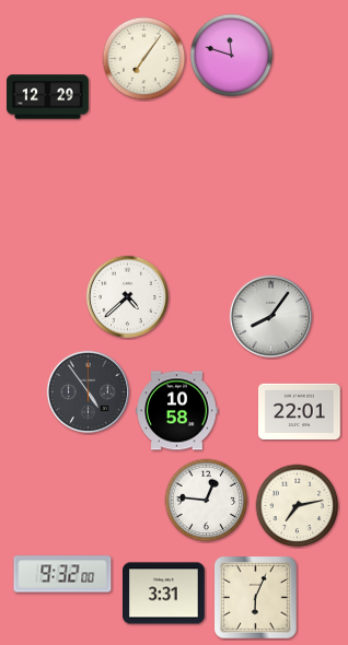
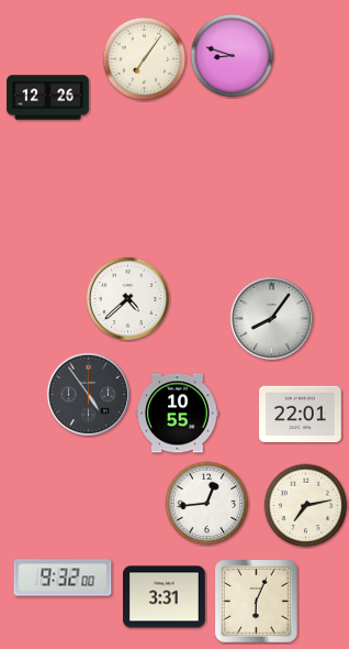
clock at (232, 56): 11:48 -> 8:48
clock at (48, 97): 12:29 -> 12:26
clock at (177, 411): 10:58 -> 10:55
clock at (207, 501): 12:46 -> 12:44
clock at (298, 506) position: (298, 506) -> (306, 506)
